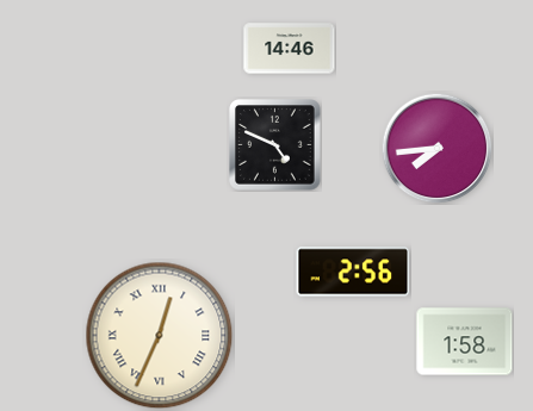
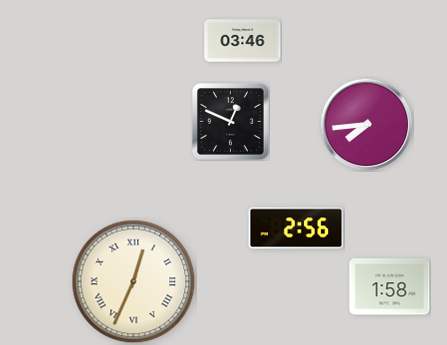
clock at (290, 49): 14:46 -> 03:46
clock at (275, 145): 4:49 -> 12:49
